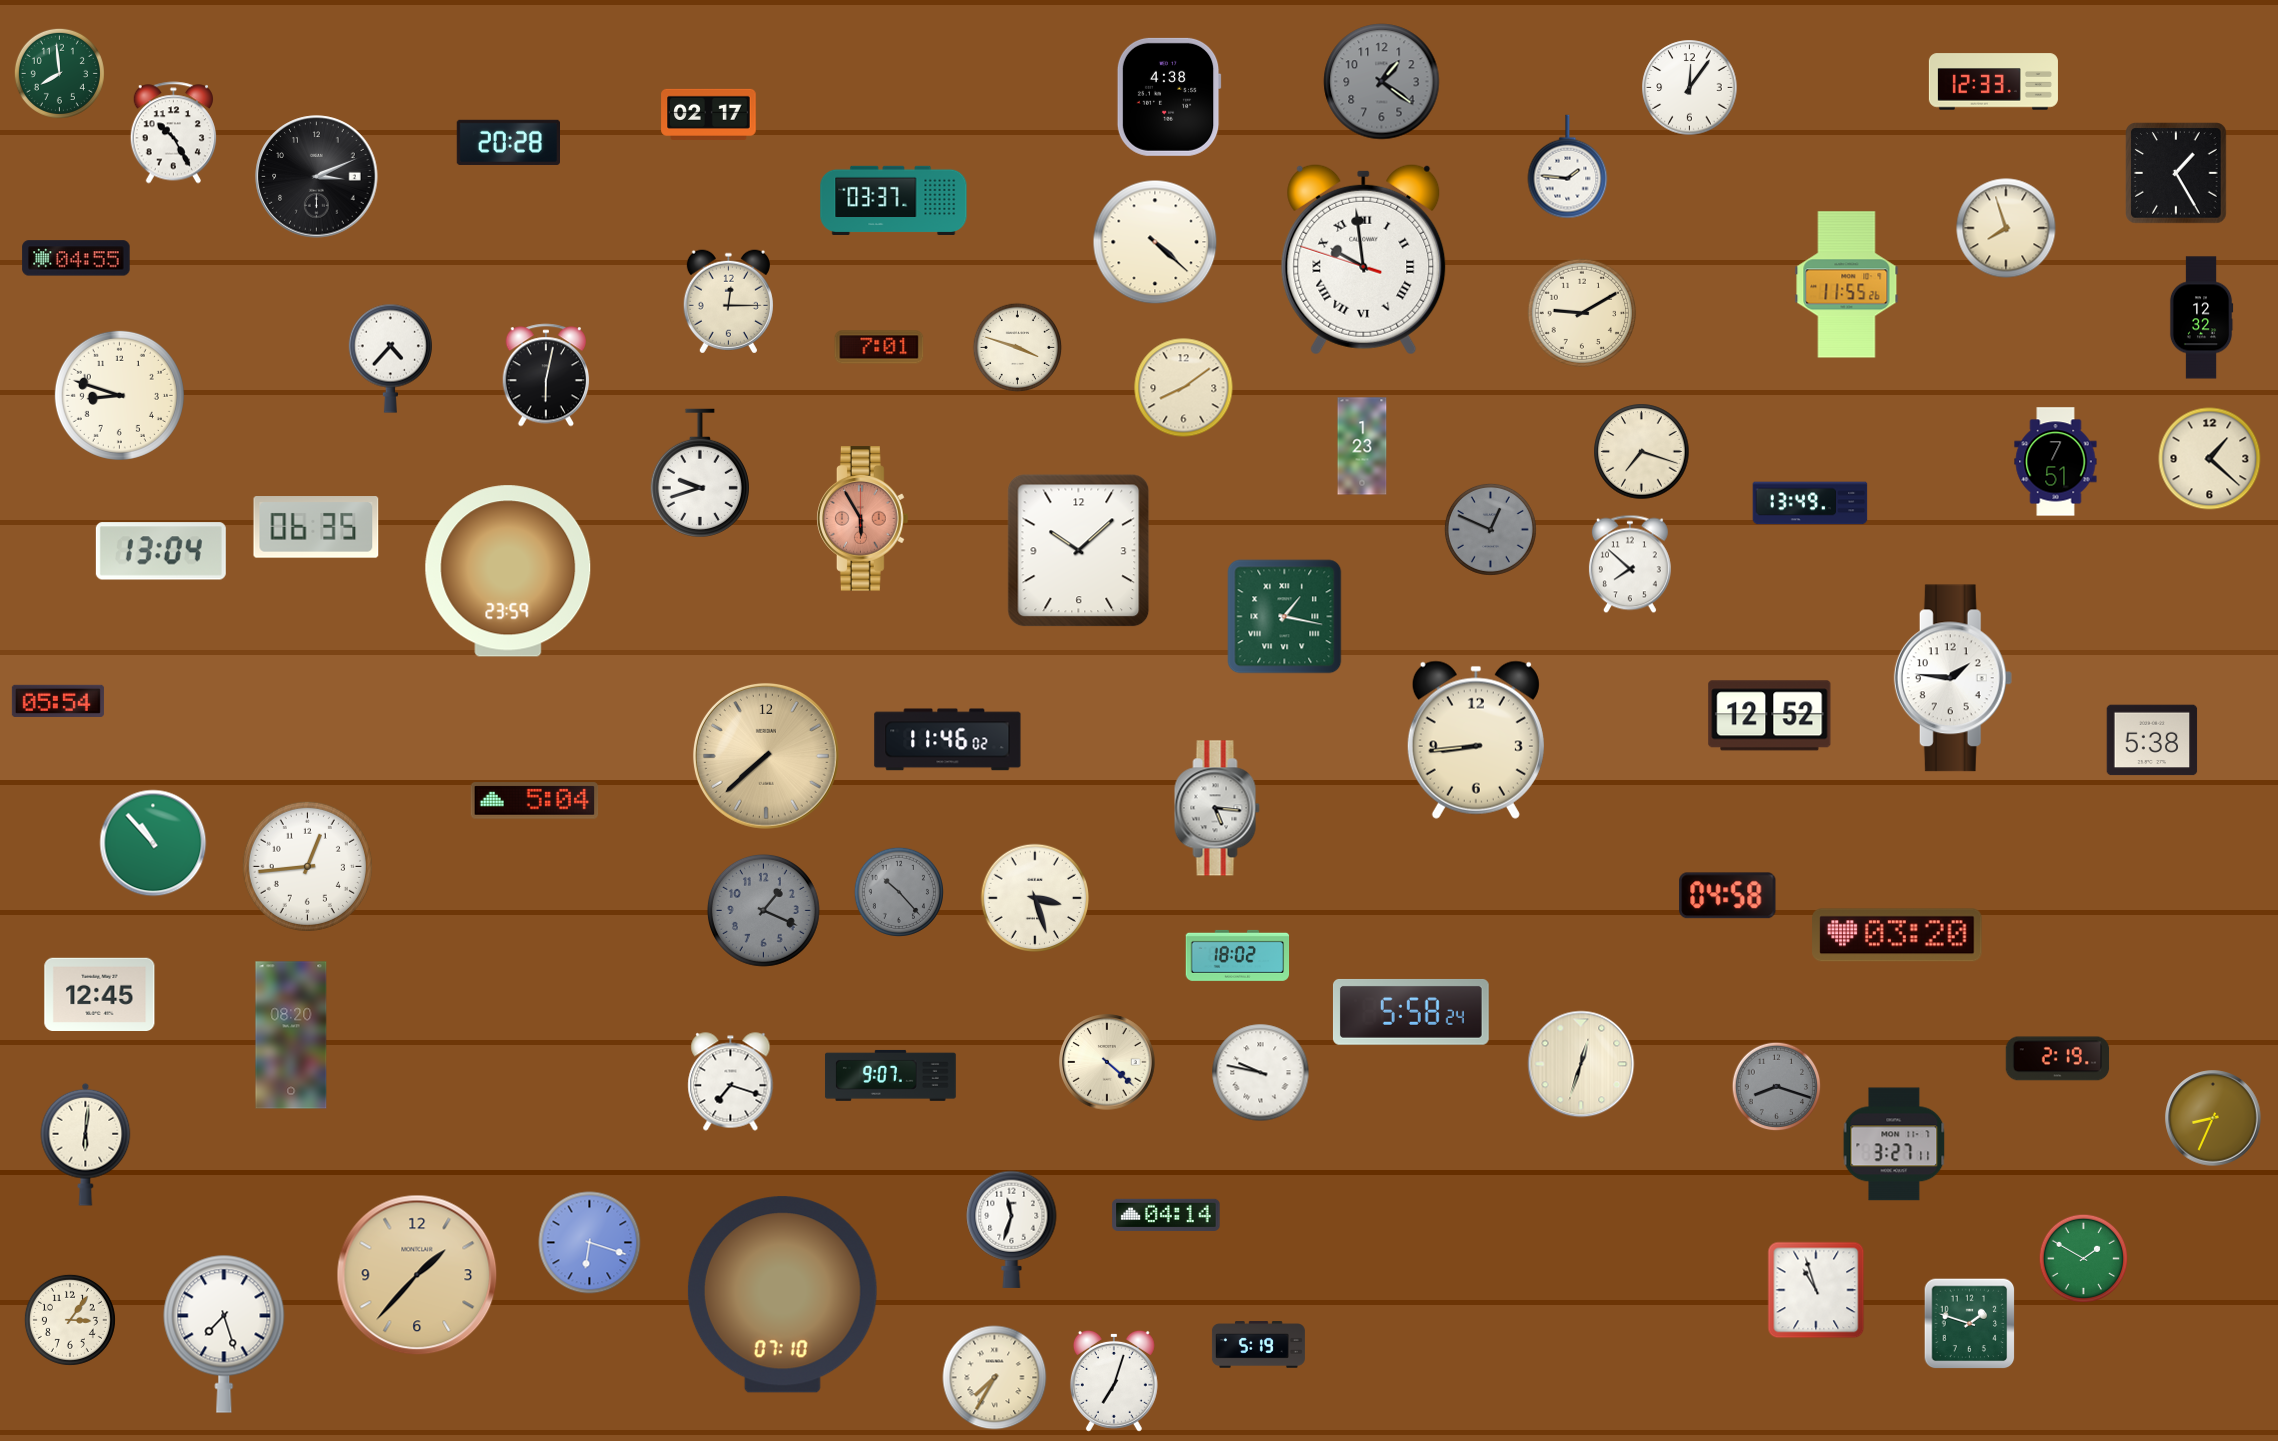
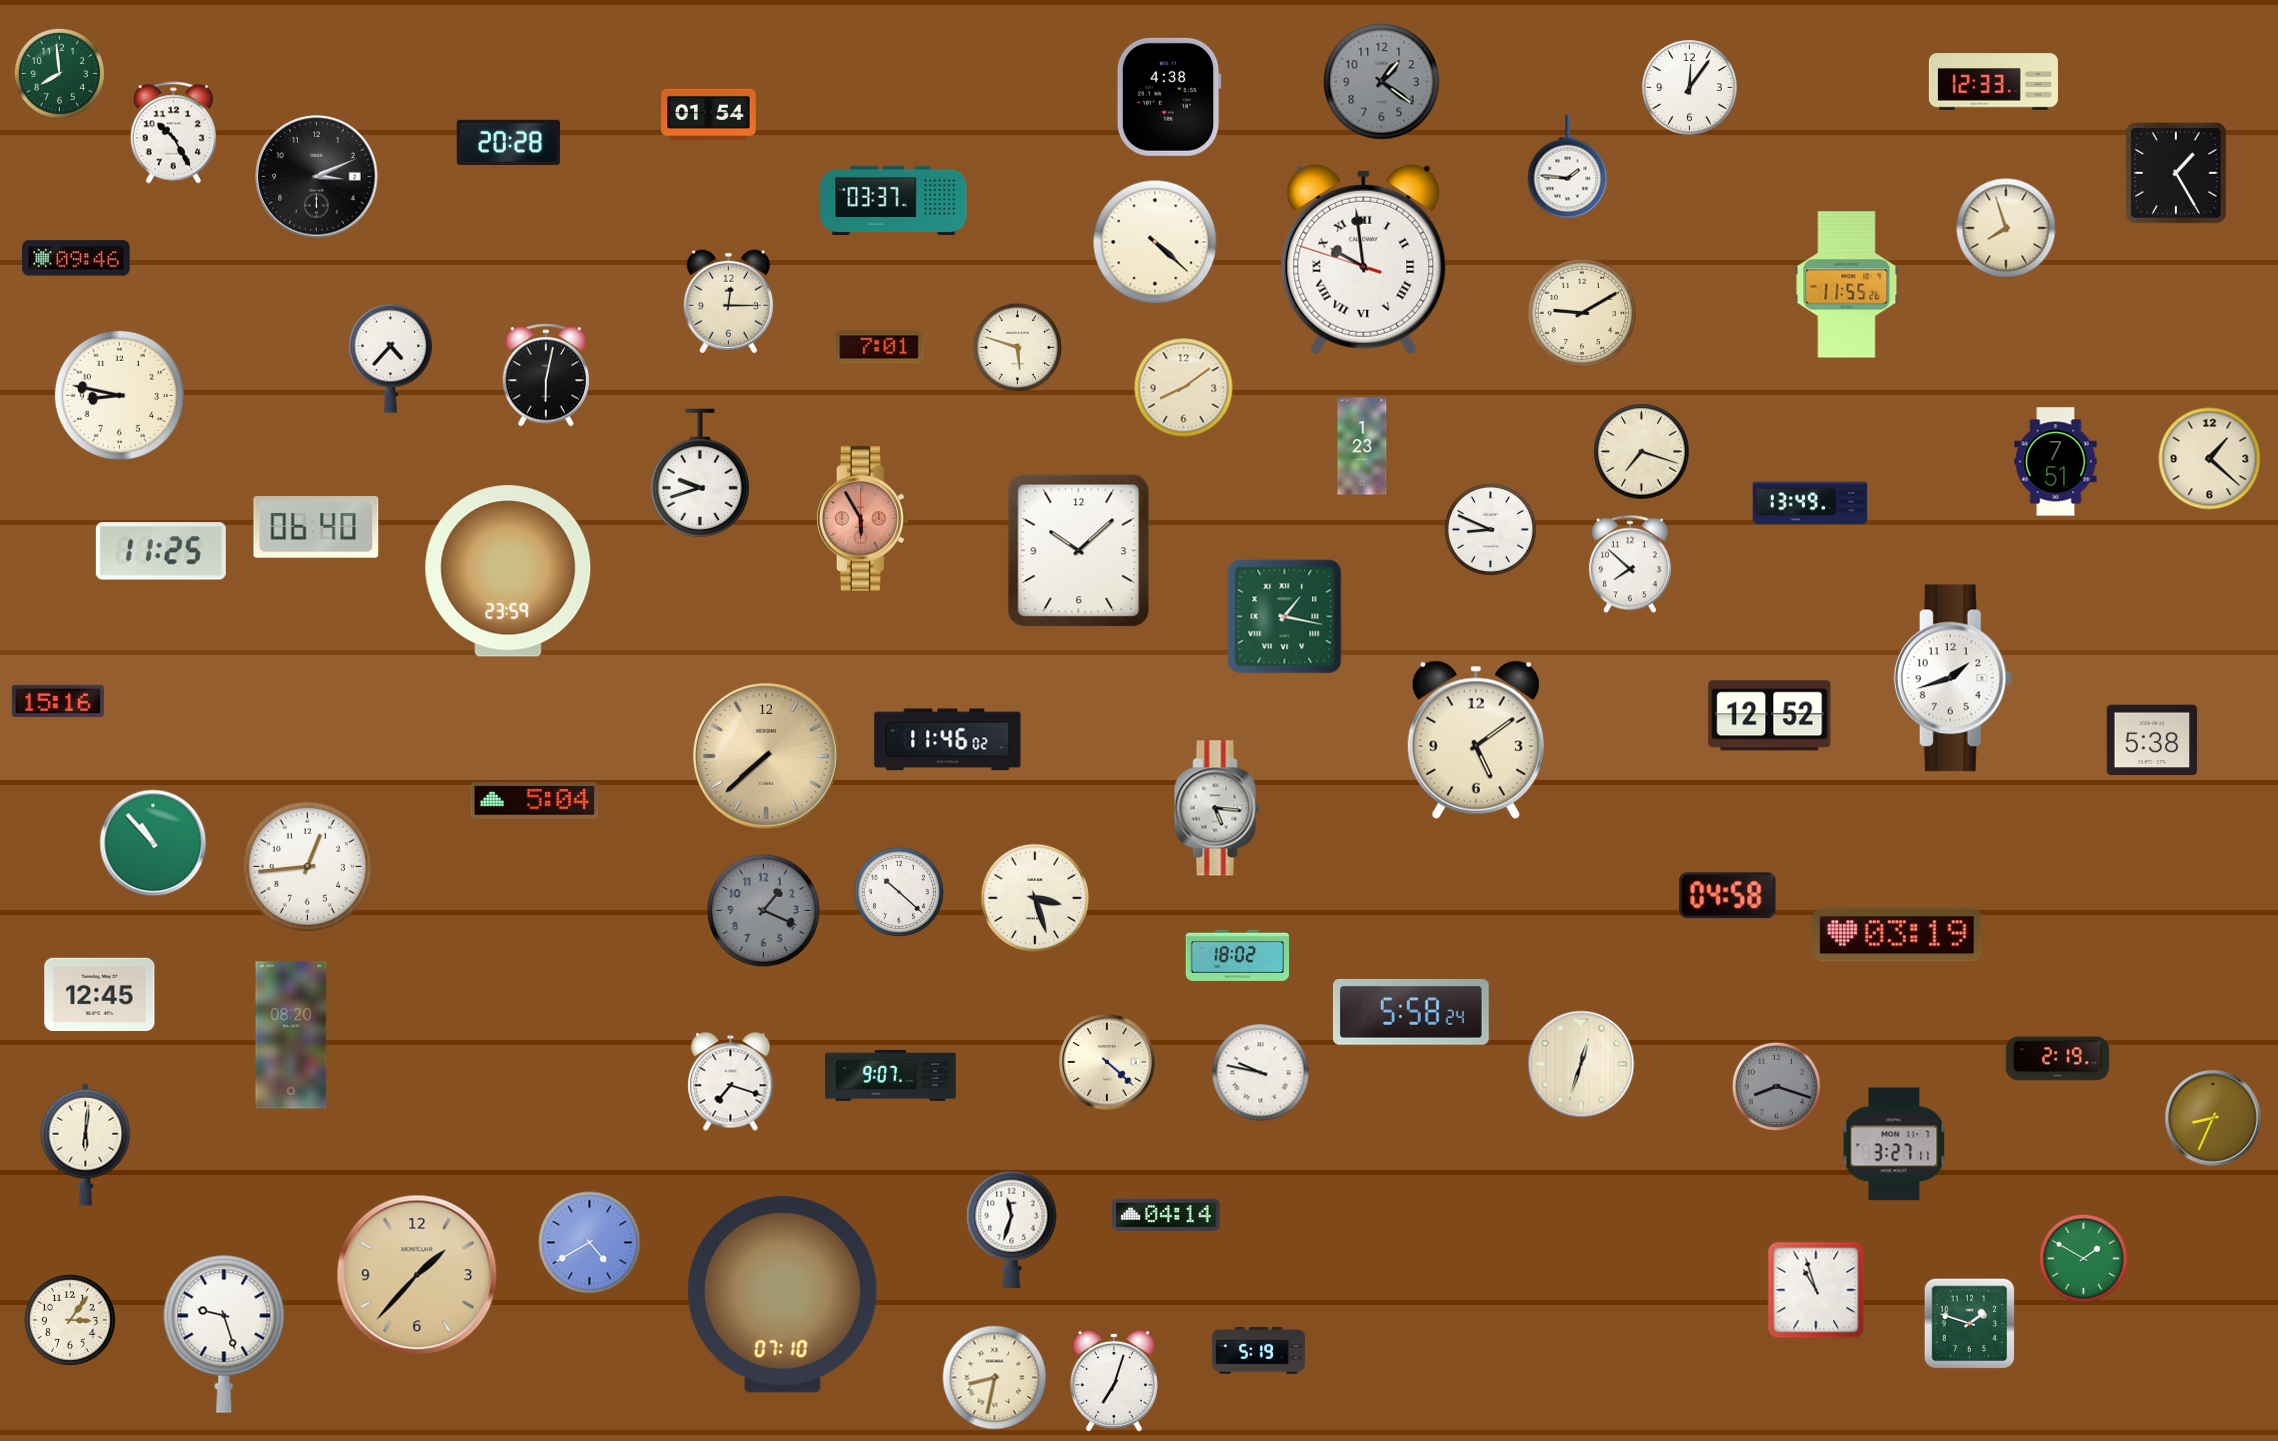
clock at (709, 114): 02:17 -> 01:54
clock at (76, 258): 04:55 -> 09:46
clock at (2201, 318): 12:32 -> none
clock at (1018, 348): 3:48 -> 5:48
clock at (119, 395): 8:48 -> 8:47
clock at (316, 527): 06:35 -> 06:40
clock at (1490, 529): 12:49 -> 8:49
clock at (1490, 529) dial: grey -> white
clock at (161, 551): 13:04 -> 11:25
clock at (1953, 678): 1:46 -> 1:42
clock at (58, 701): 05:54 -> 15:16
clock at (1476, 740): 8:44 -> 5:09
clock at (899, 892): 10:23 -> 10:22
clock at (899, 892) dial: grey -> white
clock at (1897, 935): 03:20 -> 03:19
clock at (590, 1243): 6:18 -> 4:40
clock at (224, 1334): 7:27 -> 9:27
clock at (1258, 1345) position: (1258, 1345) -> (1258, 1351)
clock at (995, 1378): 7:35 -> 8:32
